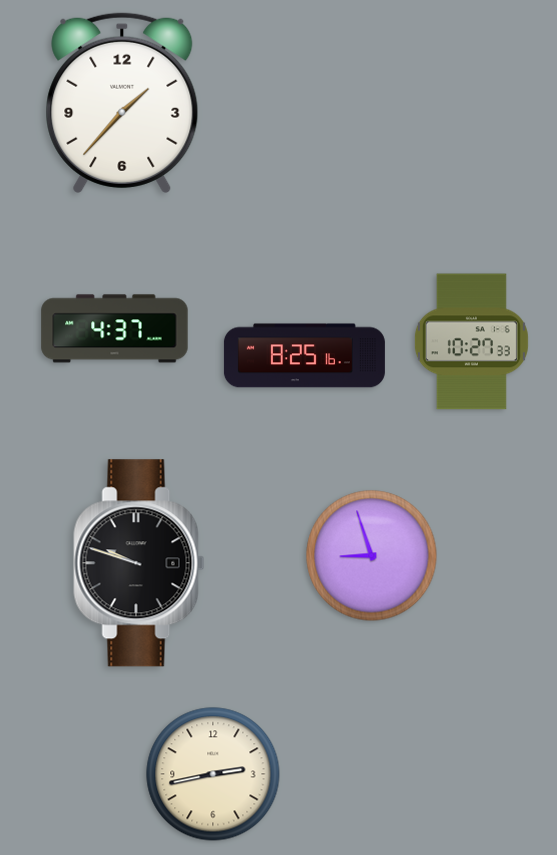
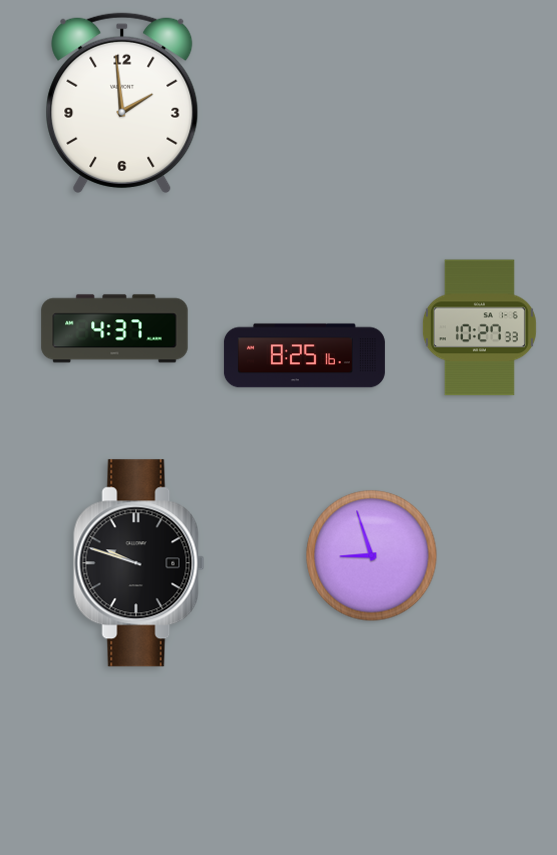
clock at (122, 103): 1:37 -> 1:59
clock at (471, 342) position: (471, 342) -> (479, 328)
clock at (213, 774): 2:43 -> none
